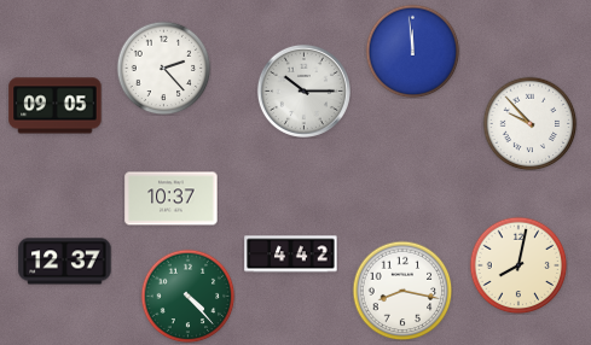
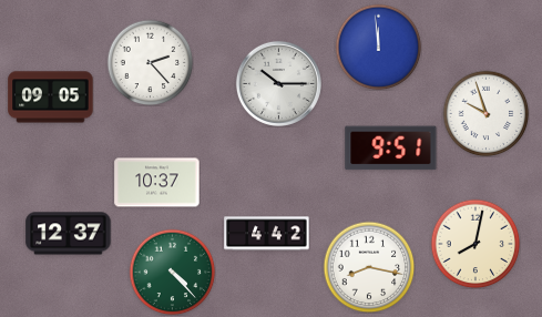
clock at (529, 123): 9:53 -> 9:57
clock at (391, 149): none -> 9:51
clock at (65, 262) position: (65, 262) -> (69, 234)
